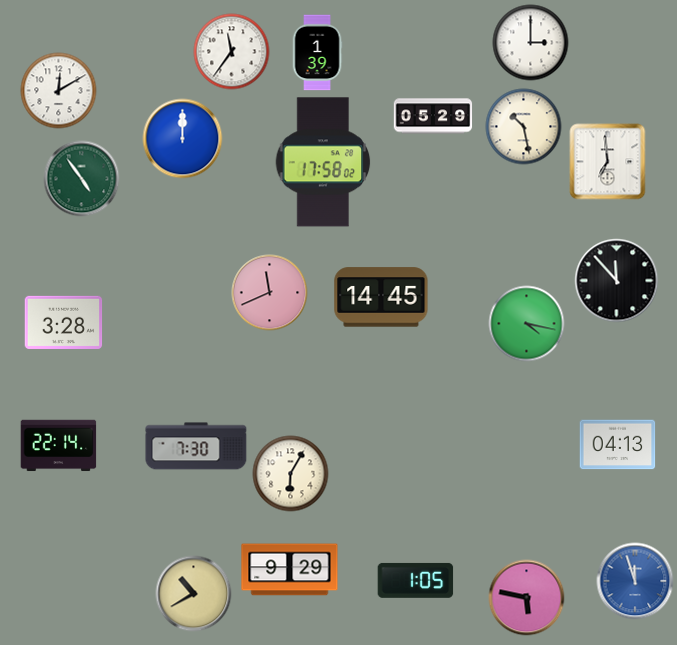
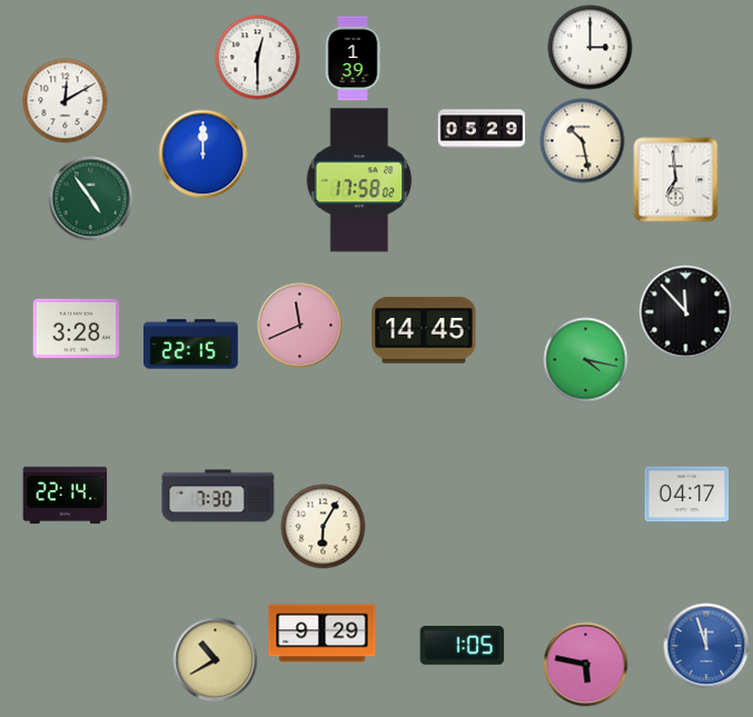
clock at (232, 52): 11:36 -> 12:30
clock at (191, 345): none -> 22:15
clock at (64, 322) position: (64, 322) -> (77, 328)
clock at (618, 445): 04:13 -> 04:17
